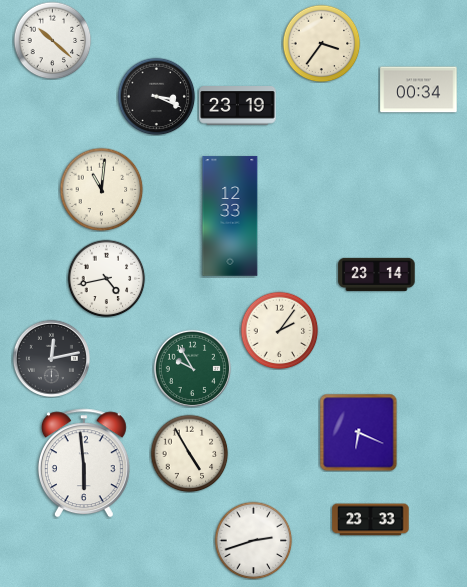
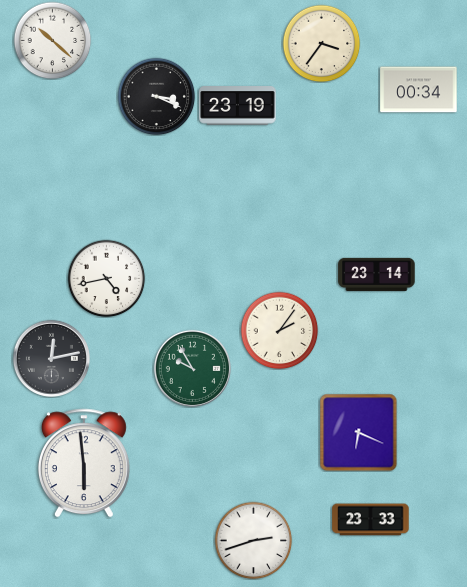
clock at (101, 189): 11:01 -> none
clock at (230, 216): 12:33 -> none
clock at (189, 453): 4:55 -> none
